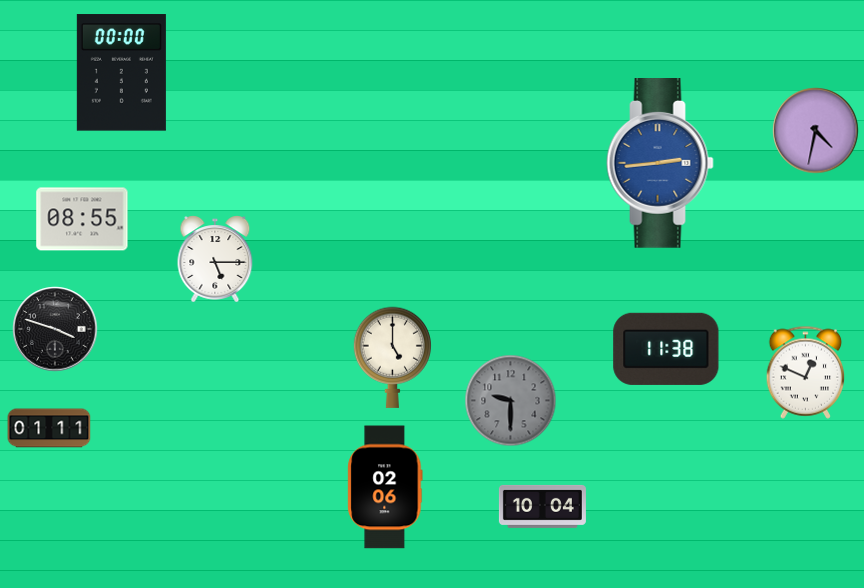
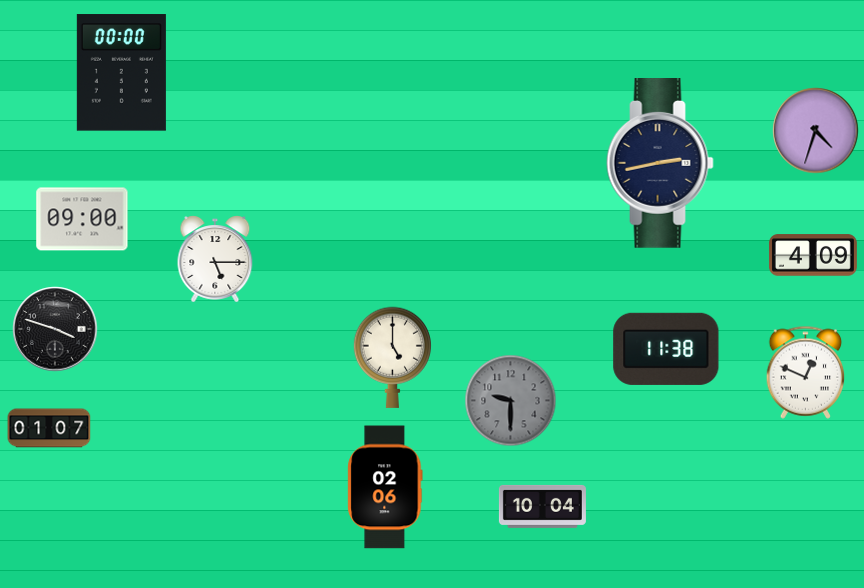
clock at (816, 131): 4:32 -> 4:33
clock at (660, 164): 2:44 -> 2:43
clock at (660, 164) dial: blue -> navy
clock at (82, 219): 08:55 -> 09:00
clock at (813, 255): none -> 4:09
clock at (49, 428): 01:11 -> 01:07
